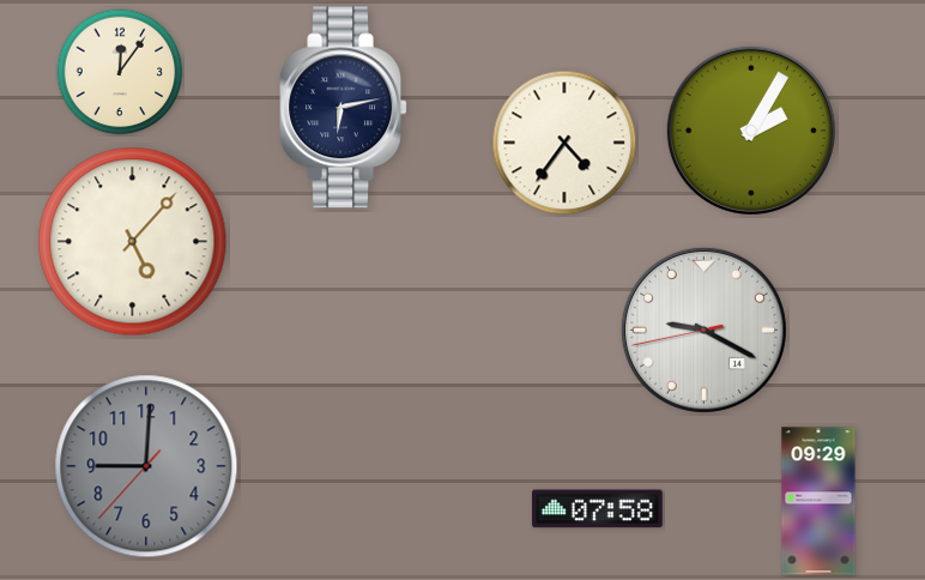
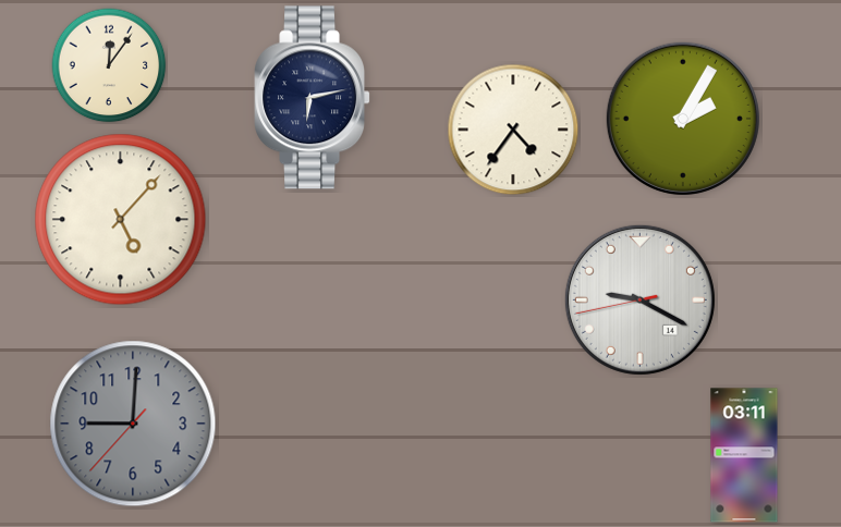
clock at (818, 501): 09:29 -> 03:11
clock at (597, 509): 07:58 -> none
